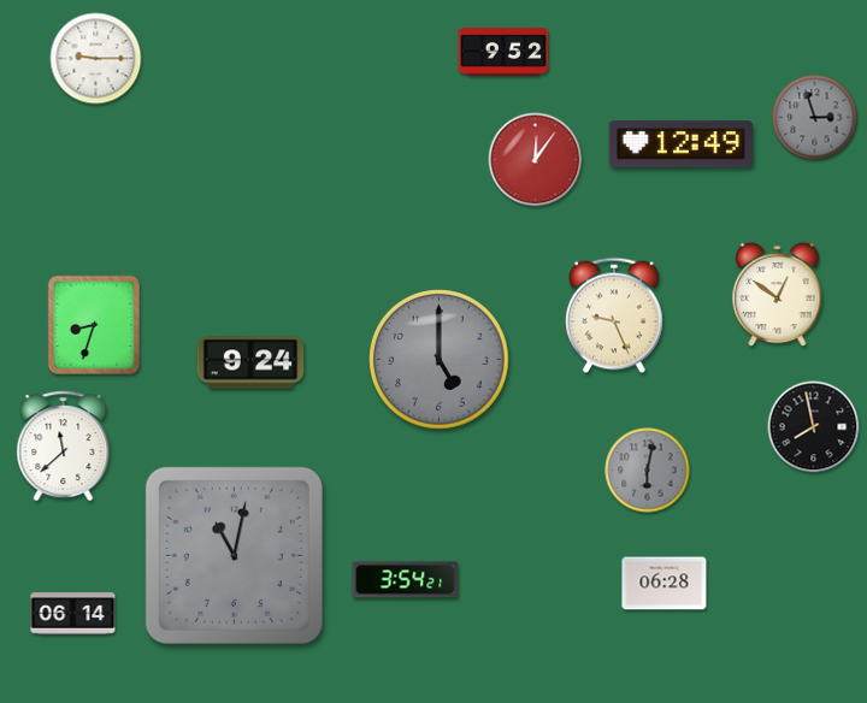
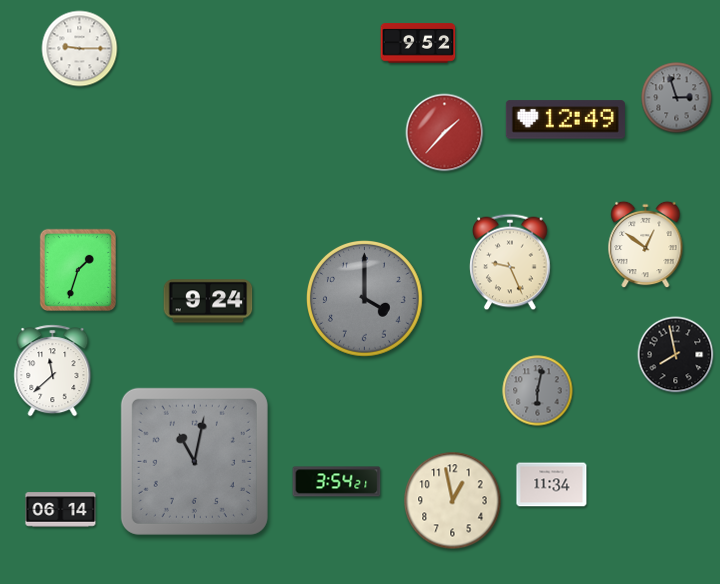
clock at (536, 160): 12:06 -> 1:37
clock at (93, 324): 8:33 -> 1:33
clock at (440, 360): 5:00 -> 4:00
clock at (665, 584): 06:28 -> 11:34
clock at (453, 501): none -> 12:58
